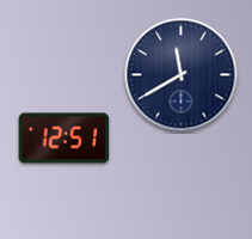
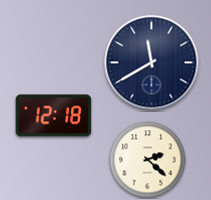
clock at (64, 139): 12:51 -> 12:18
clock at (148, 160): none -> 2:22
